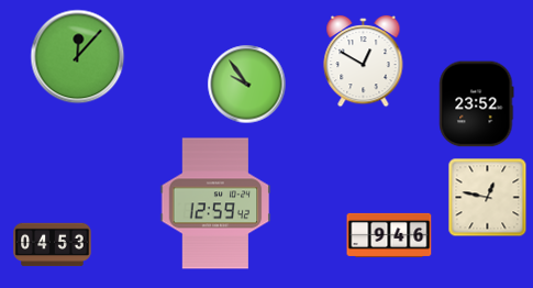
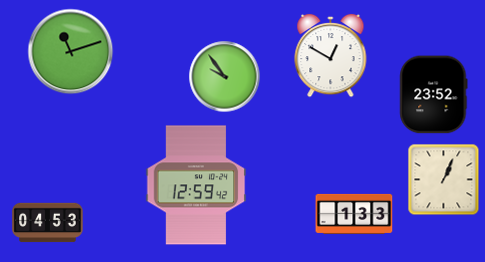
clock at (78, 57): 12:07 -> 11:12
clock at (488, 198): 12:47 -> 1:04
clock at (389, 235): 9:46 -> 1:33
